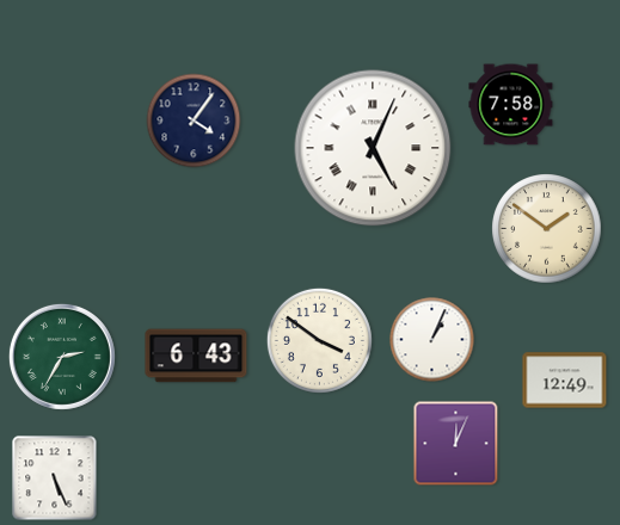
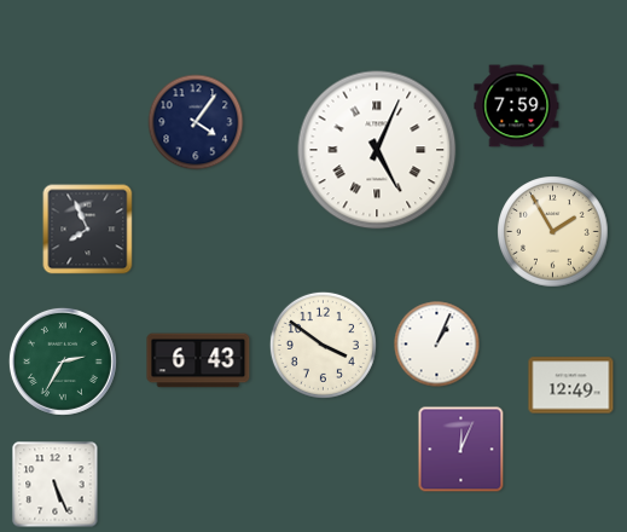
clock at (511, 105): 7:58 -> 7:59
clock at (88, 230): none -> 7:56
clock at (547, 229): 1:51 -> 1:55
